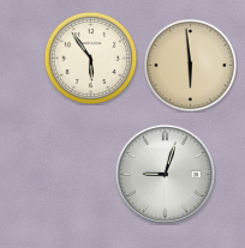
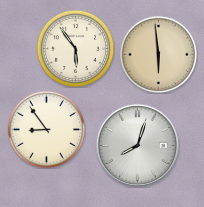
clock at (46, 129): none -> 8:54
clock at (165, 174): 9:03 -> 8:03
